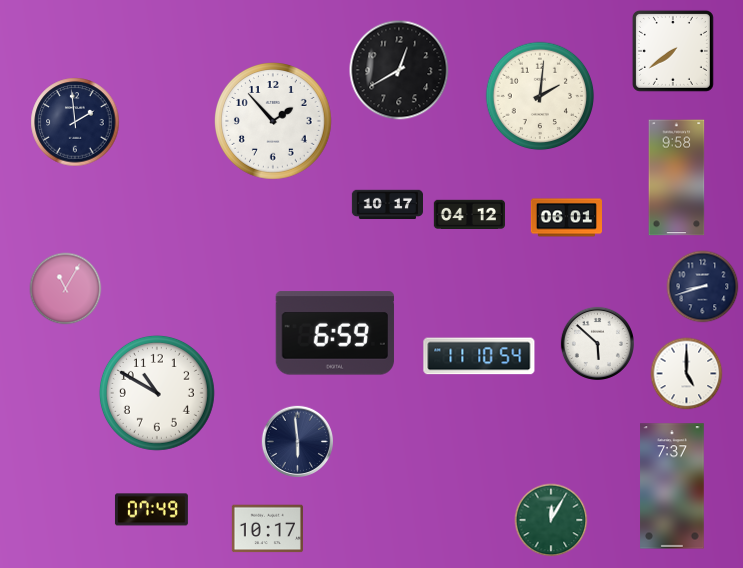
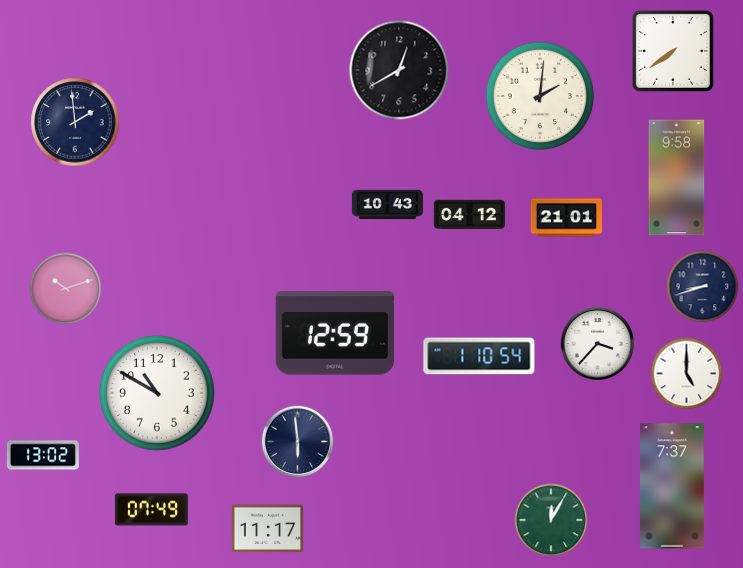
clock at (274, 122): 1:53 -> none
clock at (387, 205): 10:17 -> 10:43
clock at (566, 218): 06:01 -> 21:01
clock at (66, 289): 11:05 -> 10:12
clock at (335, 333): 6:59 -> 12:59
clock at (597, 343): 5:52 -> 3:37
clock at (479, 356): 11:10 -> 1:10
clock at (43, 455): none -> 13:02
clock at (267, 529): 10:17 -> 11:17
